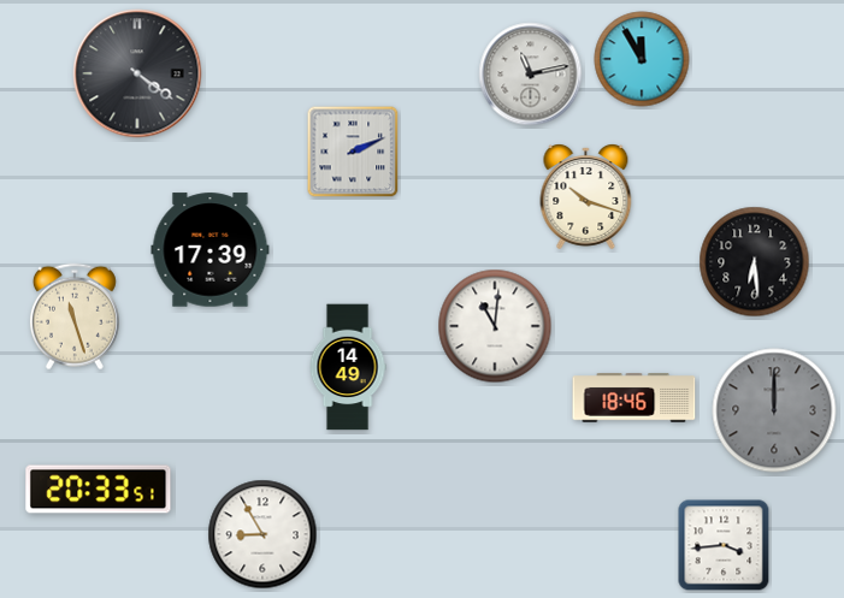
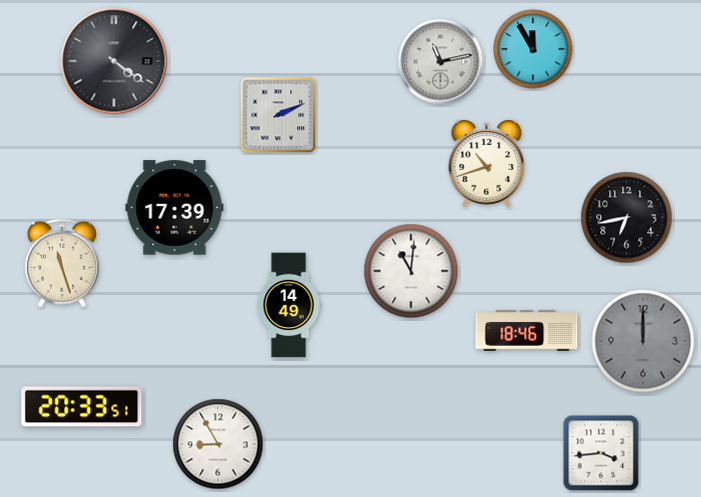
clock at (353, 152) position: (353, 152) -> (278, 115)
clock at (586, 197): 10:18 -> 10:42
clock at (755, 262): 6:29 -> 6:43
